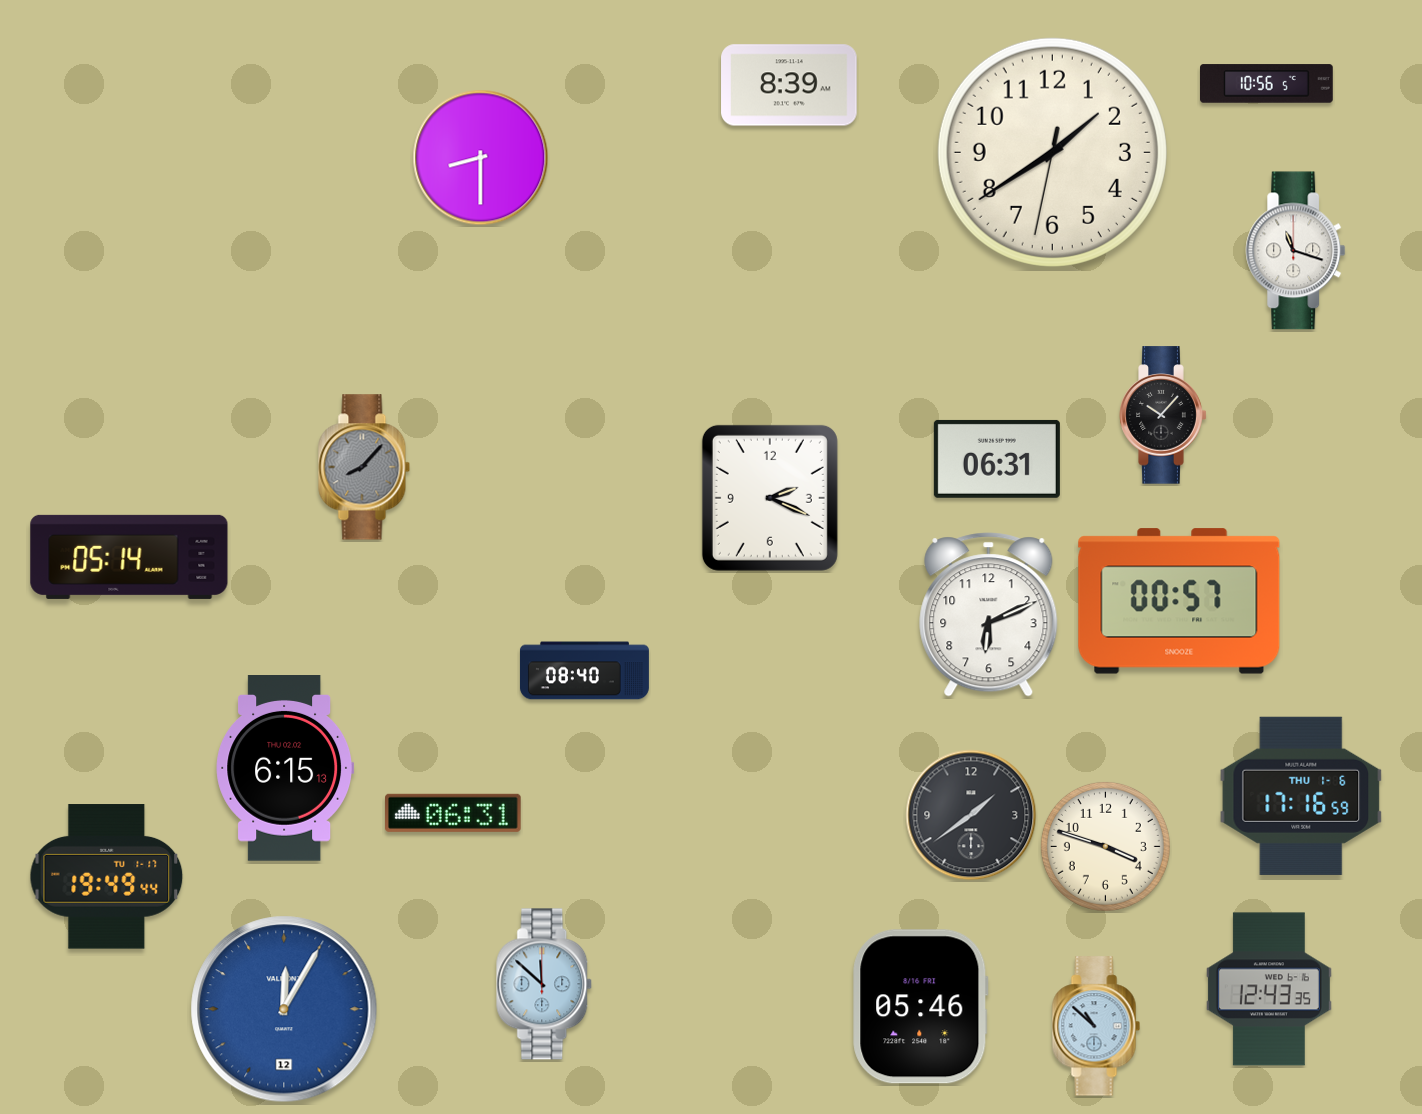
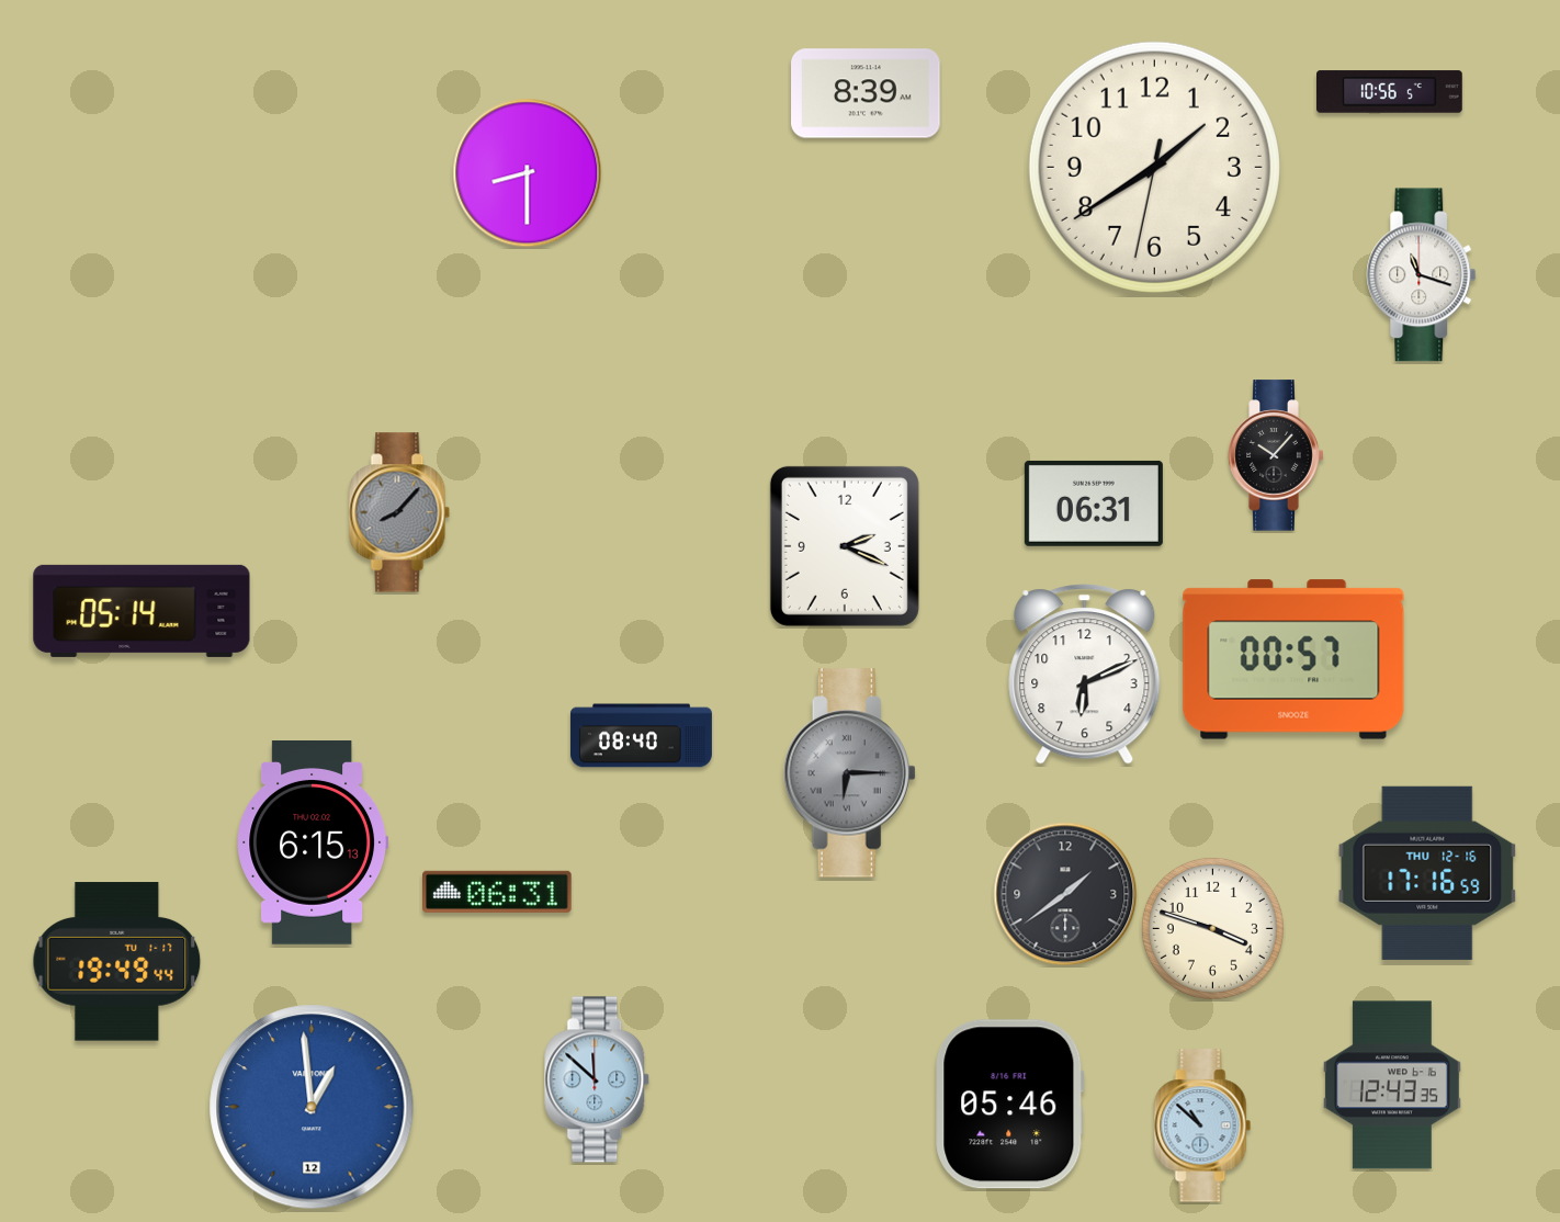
clock at (849, 773): none -> 6:15
clock at (1301, 796) date: THU 1-6 -> THU 12-16
clock at (284, 1009): 12:05 -> 12:59
